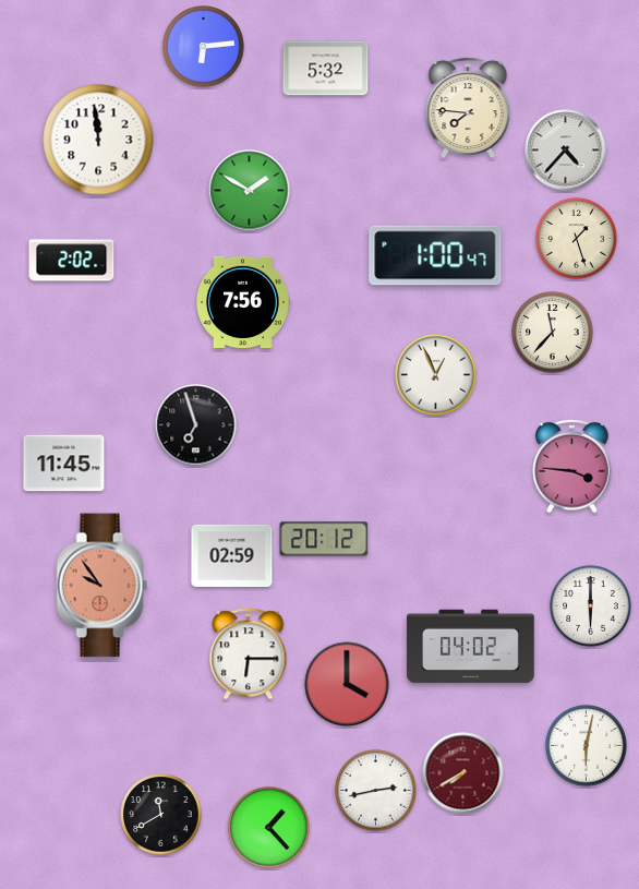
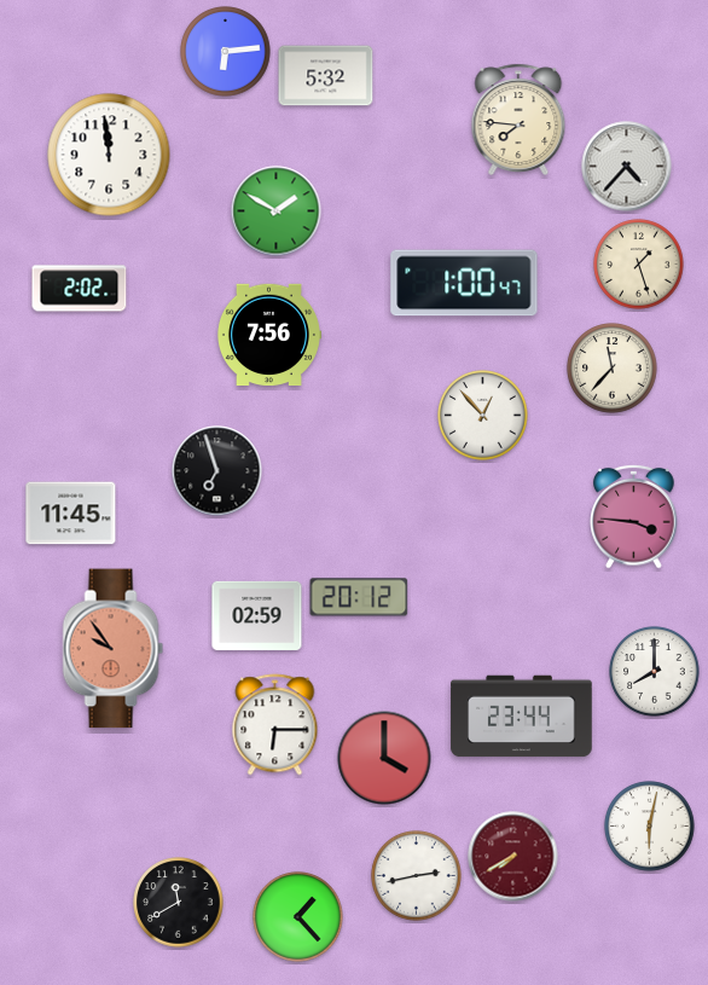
clock at (326, 69) position: (326, 69) -> (326, 76)
clock at (435, 255) position: (435, 255) -> (464, 283)
clock at (436, 375): 12:56 -> 12:53
clock at (591, 606): 6:00 -> 8:00
clock at (471, 647): 04:02 -> 23:44
